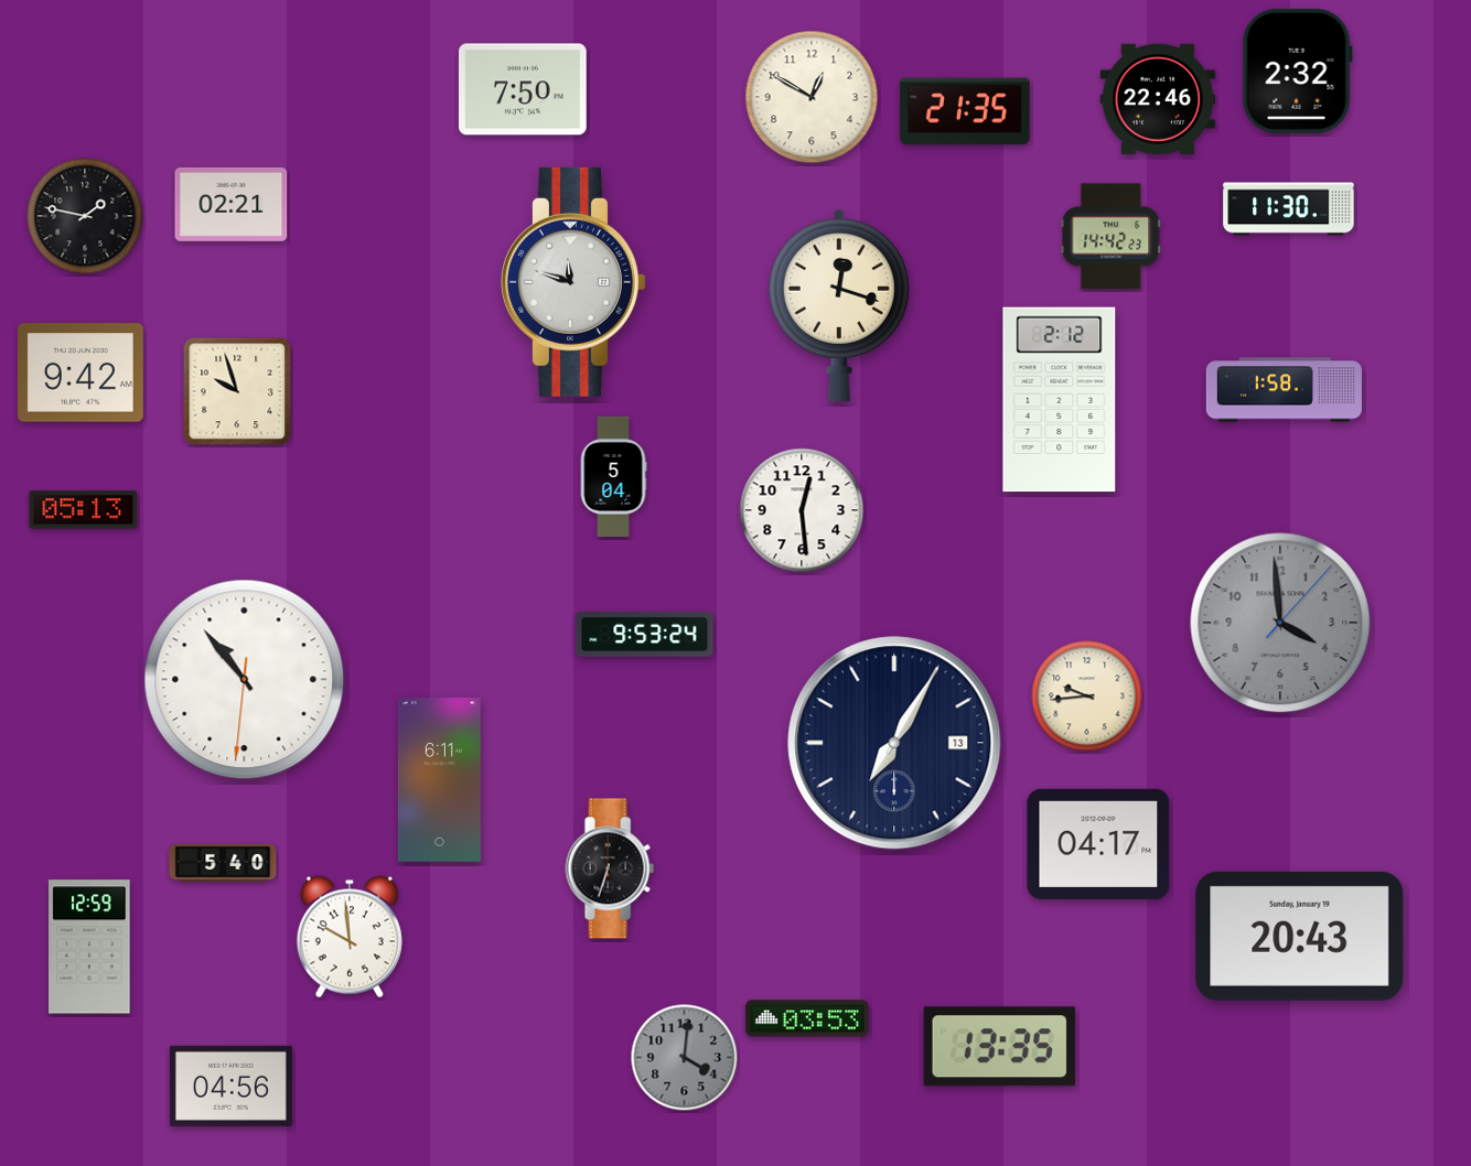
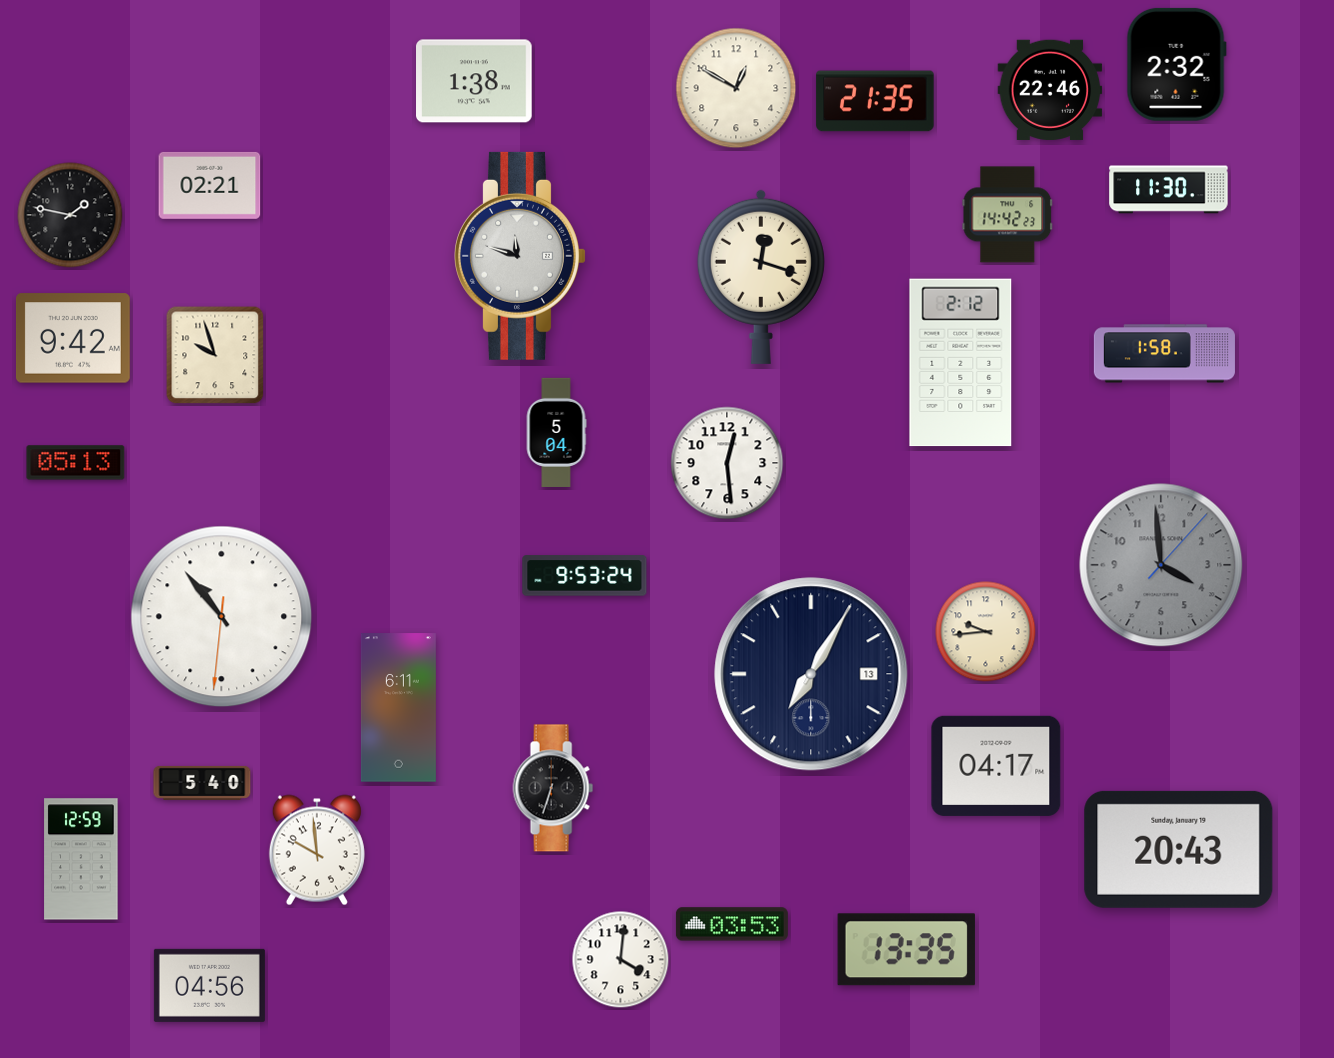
clock at (524, 89): 7:50 -> 1:38
clock at (85, 216) position: (85, 216) -> (70, 215)
clock at (685, 1058) dial: grey -> white
